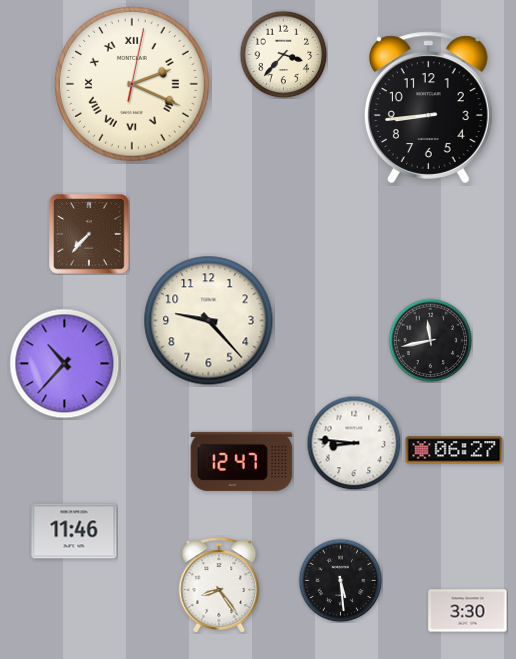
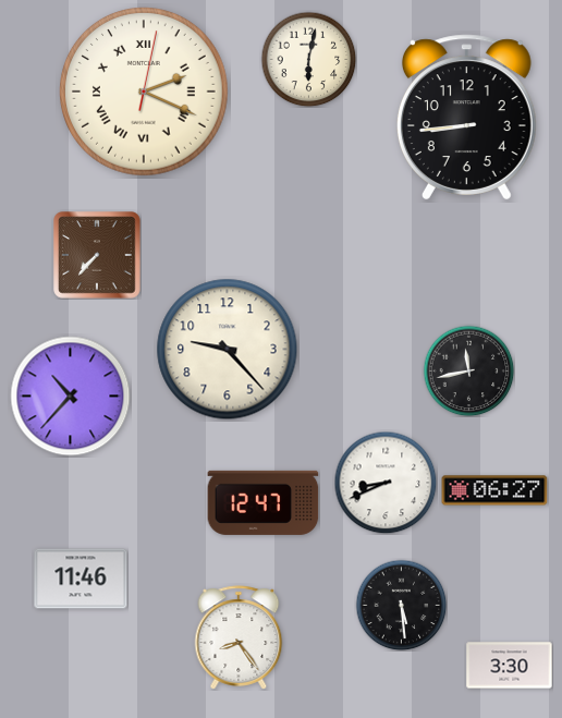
clock at (283, 54): 3:37 -> 6:02
clock at (354, 443): 8:46 -> 8:41
clock at (340, 580) position: (340, 580) -> (401, 605)
